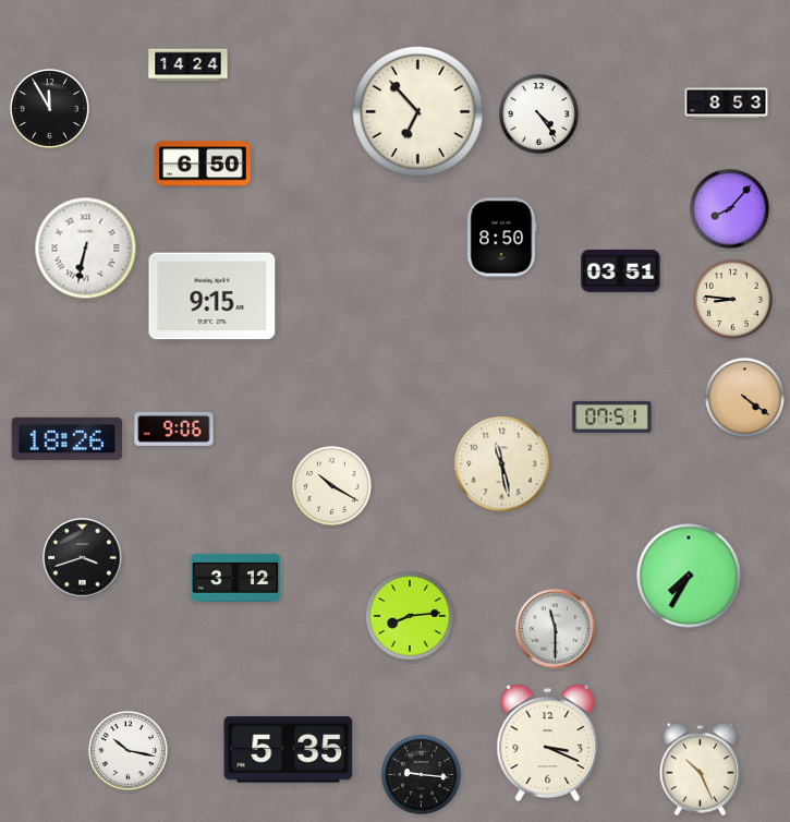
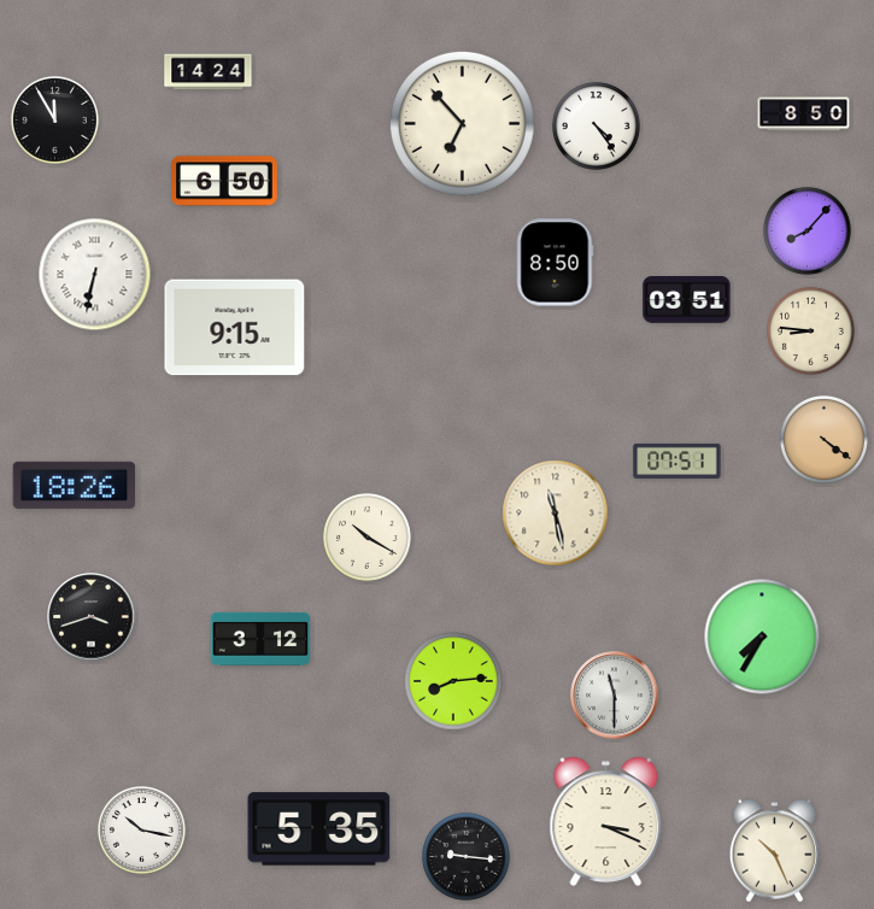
clock at (727, 104): 8:53 -> 8:50
clock at (174, 428): 9:06 -> none
